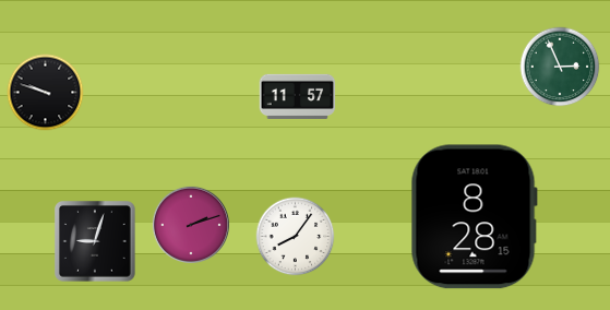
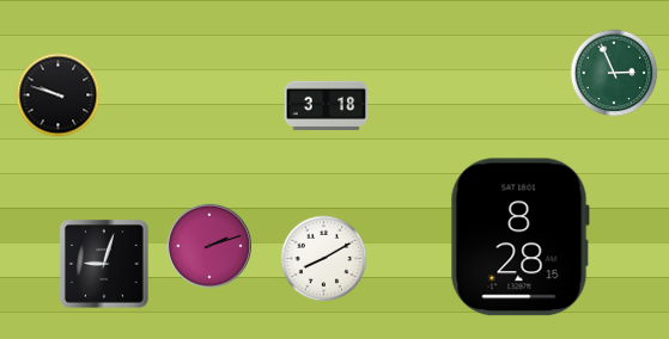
clock at (46, 93) position: (46, 93) -> (59, 95)
clock at (298, 96): 11:57 -> 3:18
clock at (296, 237): 8:06 -> 8:10
